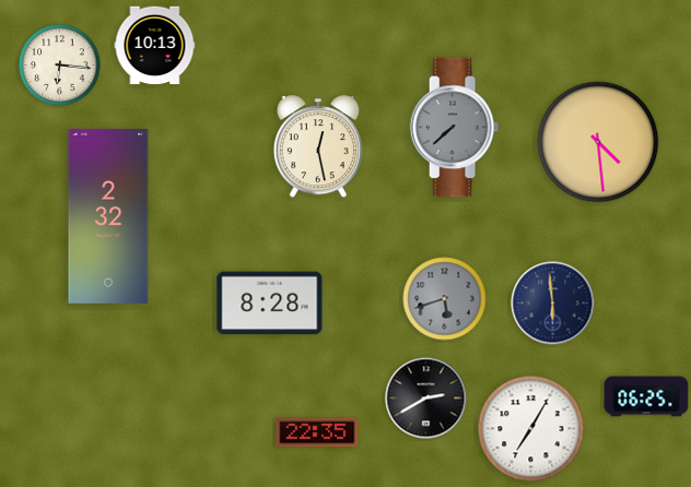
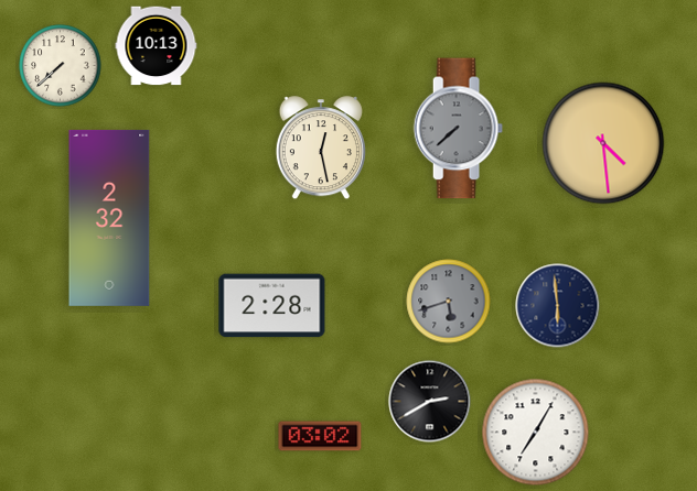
clock at (60, 66): 6:16 -> 7:38
clock at (270, 304): 8:28 -> 2:28
clock at (646, 396): 06:25 -> none
clock at (317, 432): 22:35 -> 03:02
